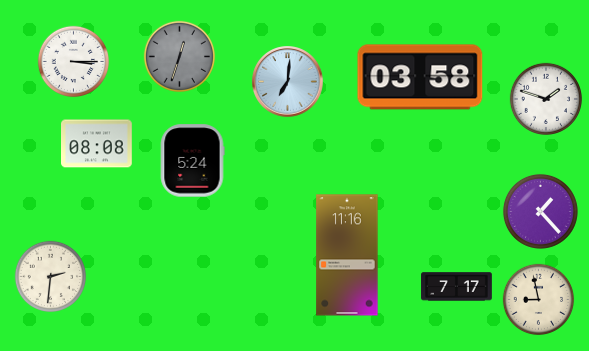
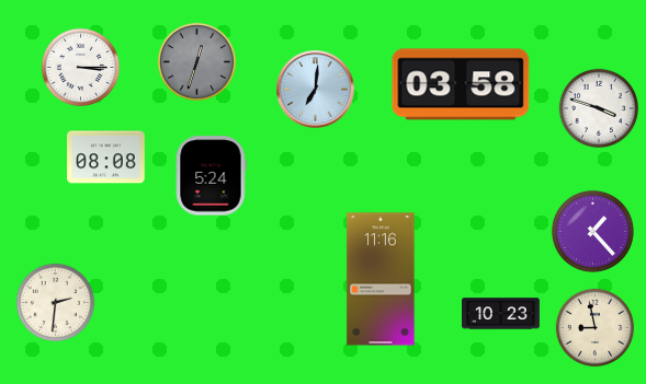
clock at (545, 98): 1:48 -> 3:48
clock at (457, 287): 7:17 -> 10:23
clock at (539, 300) position: (539, 300) -> (596, 328)
